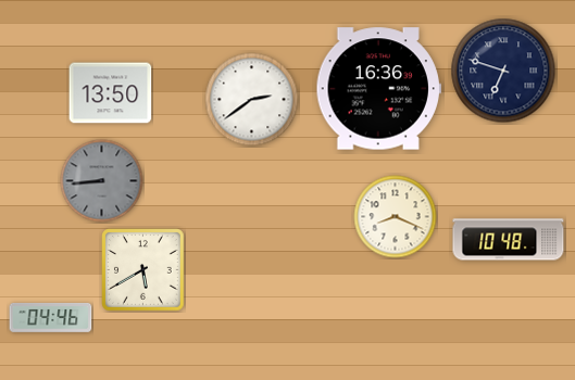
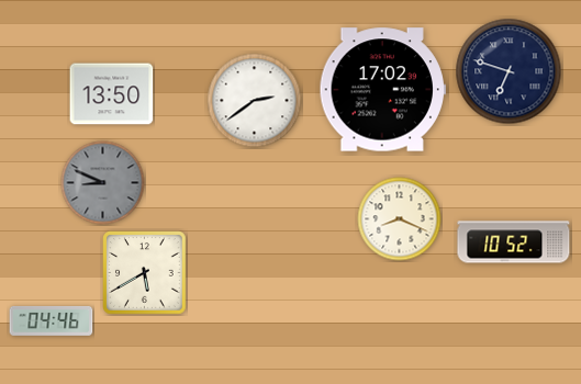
clock at (378, 89): 16:36 -> 17:02
clock at (102, 181): 8:44 -> 8:49
clock at (509, 240): 10:48 -> 10:52
